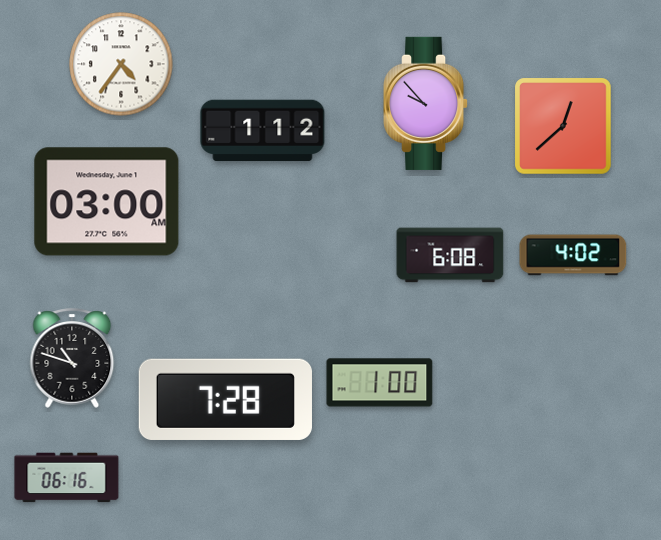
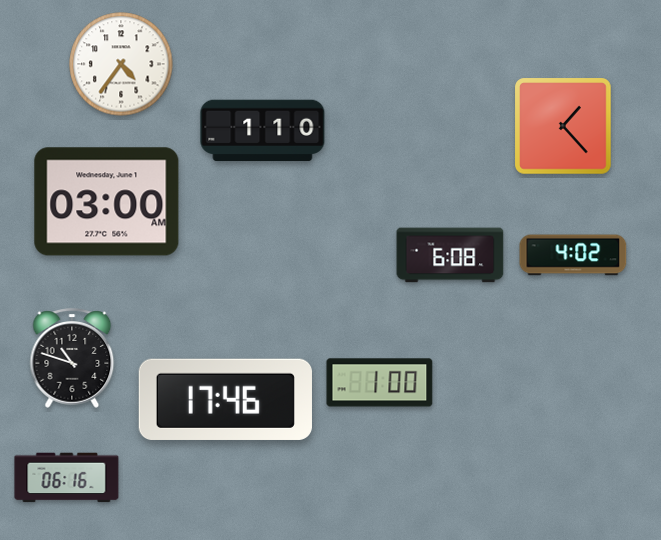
clock at (427, 103): 9:53 -> none
clock at (564, 127): 12:38 -> 1:23
clock at (263, 131): 1:12 -> 1:10
clock at (225, 399): 7:28 -> 17:46
